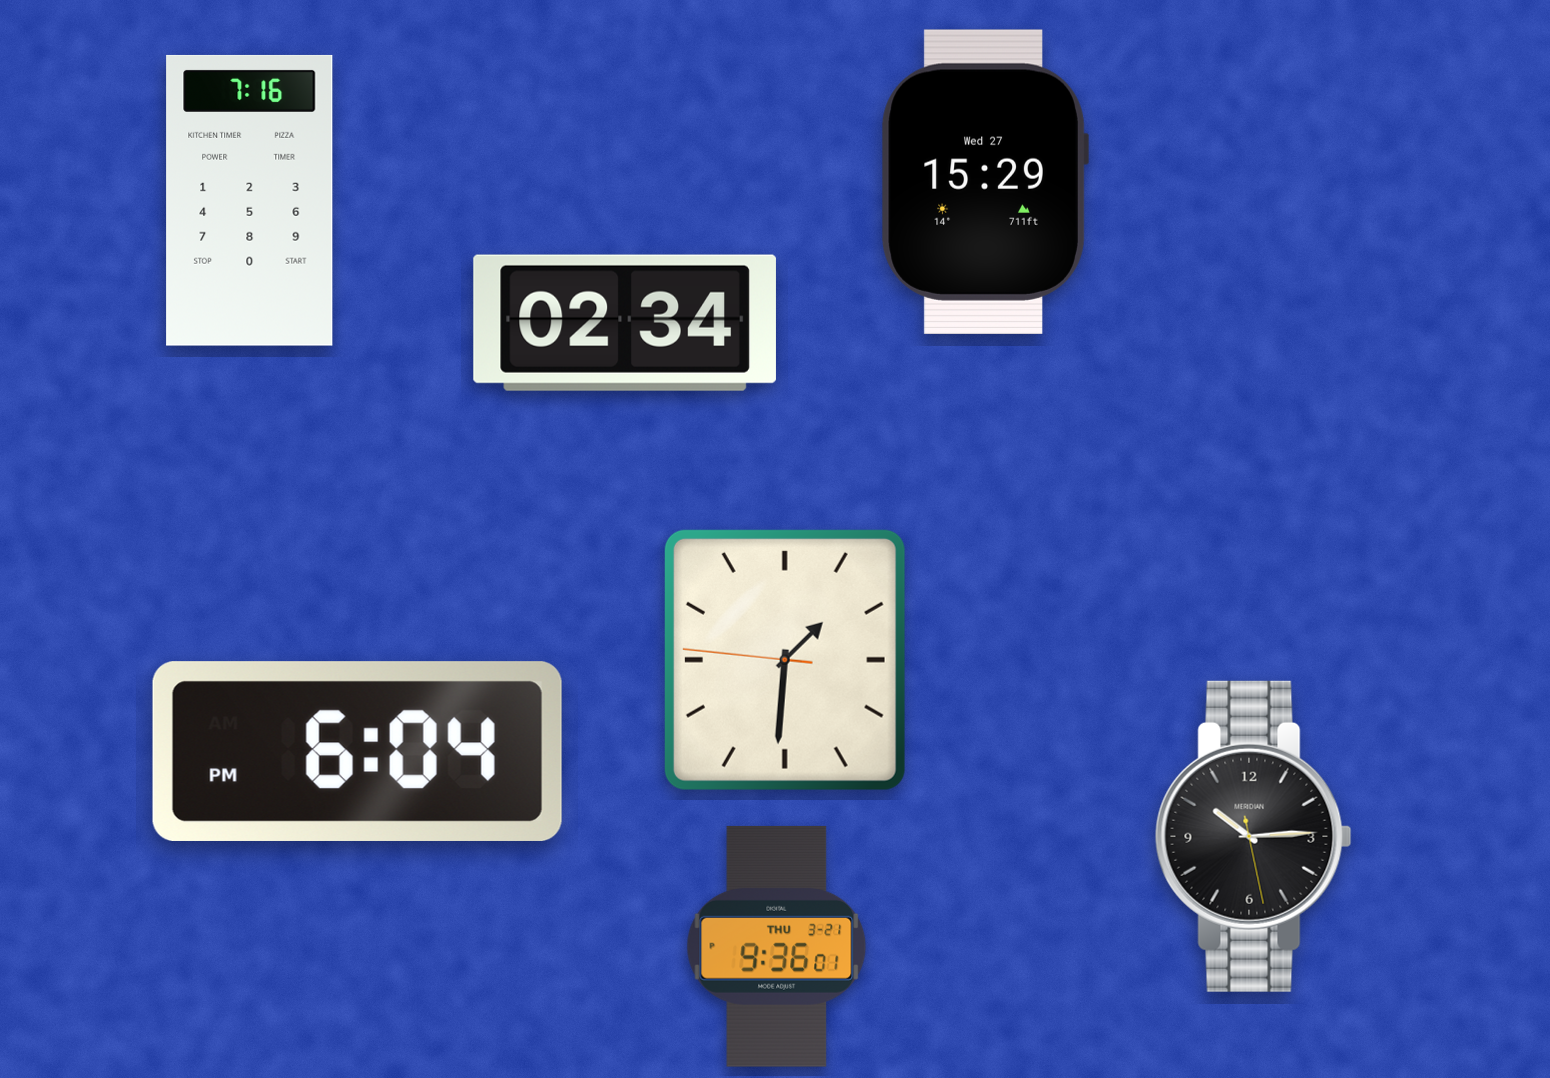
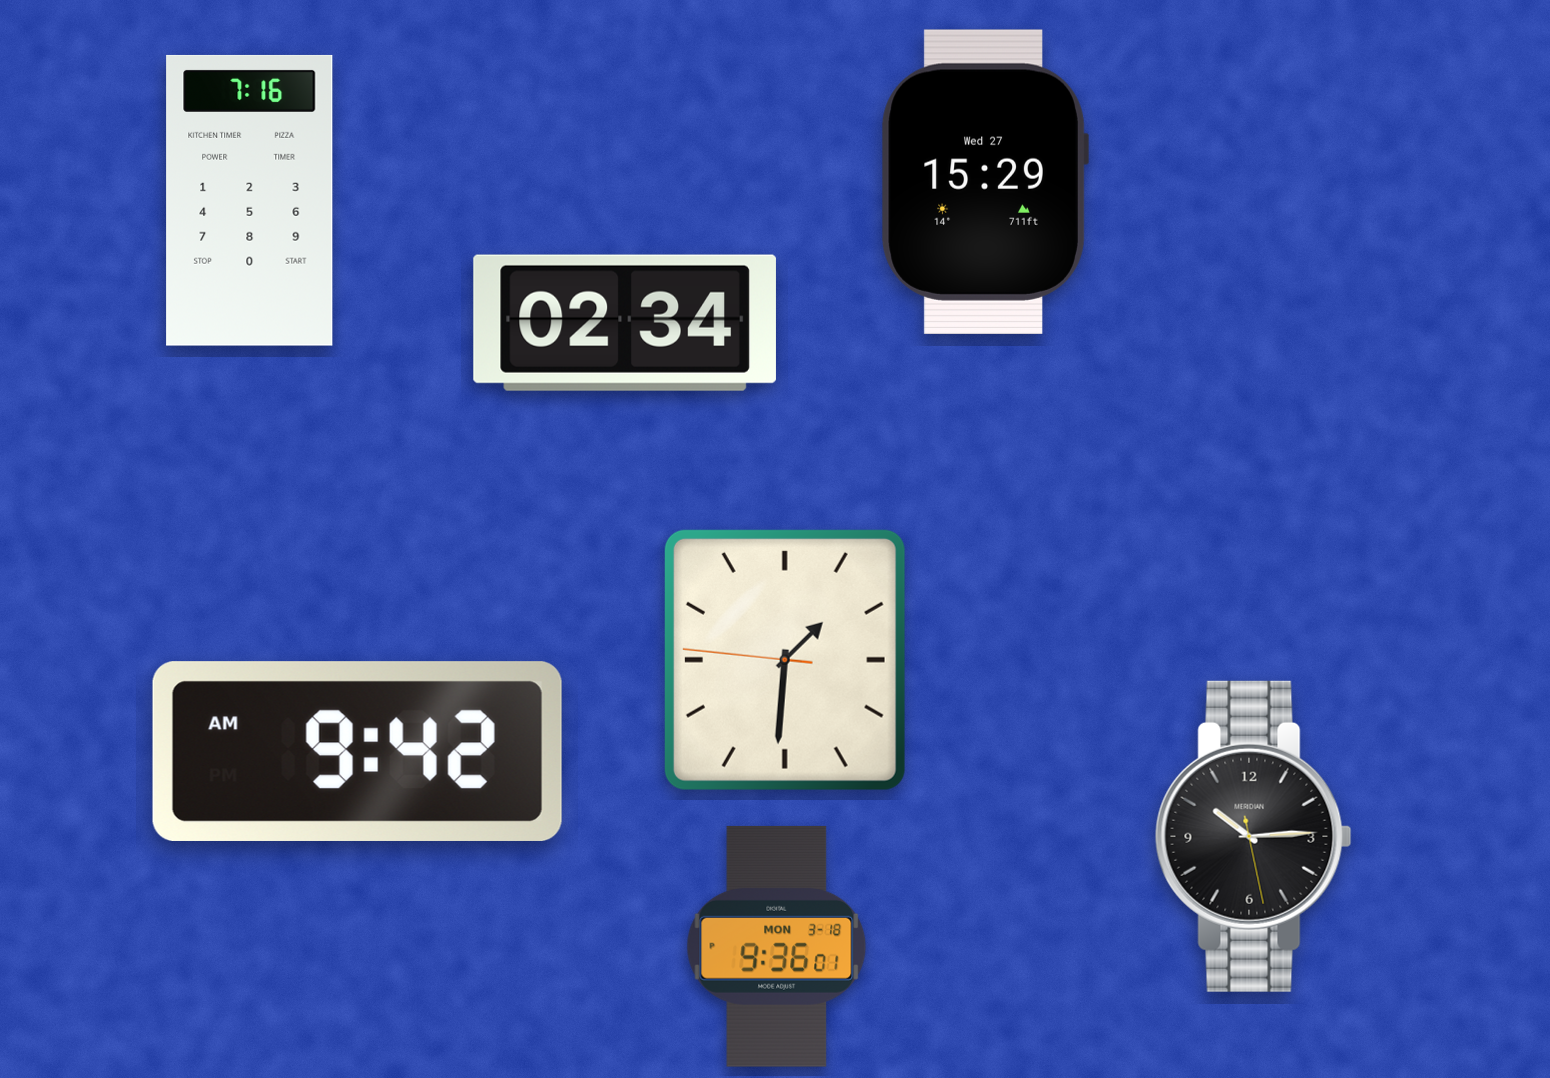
clock at (357, 751): 6:04 -> 9:42
clock at (777, 946) date: THU 3-21 -> MON 3-18
